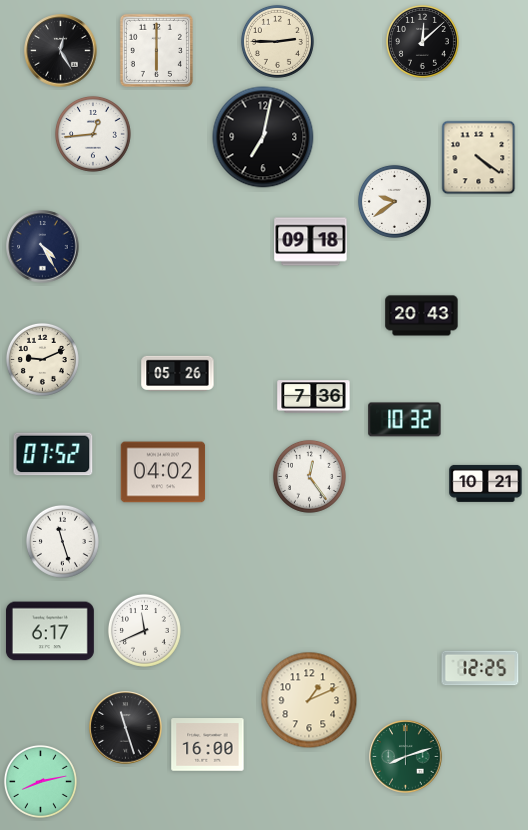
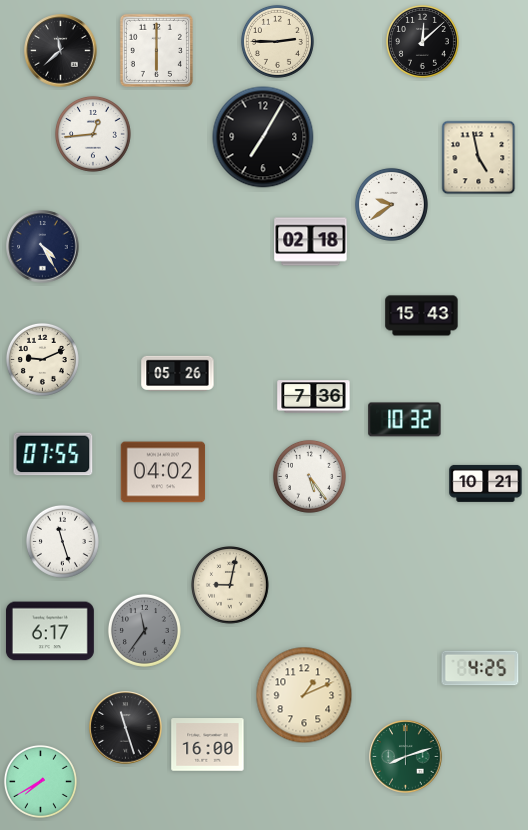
clock at (61, 51): 12:25 -> 11:38
clock at (263, 137): 7:02 -> 7:05
clock at (479, 158): 4:21 -> 4:58
clock at (394, 201) position: (394, 201) -> (391, 204)
clock at (311, 242): 09:18 -> 02:18
clock at (422, 316): 20:43 -> 15:43
clock at (53, 454): 07:52 -> 07:55
clock at (309, 476): 12:24 -> 5:24
clock at (230, 585): none -> 9:02
clock at (144, 630): 11:41 -> 11:36
clock at (144, 630) dial: white -> grey
clock at (480, 668): 12:25 -> 4:25
clock at (309, 700) position: (309, 700) -> (304, 695)
clock at (40, 781): 8:13 -> 7:40
